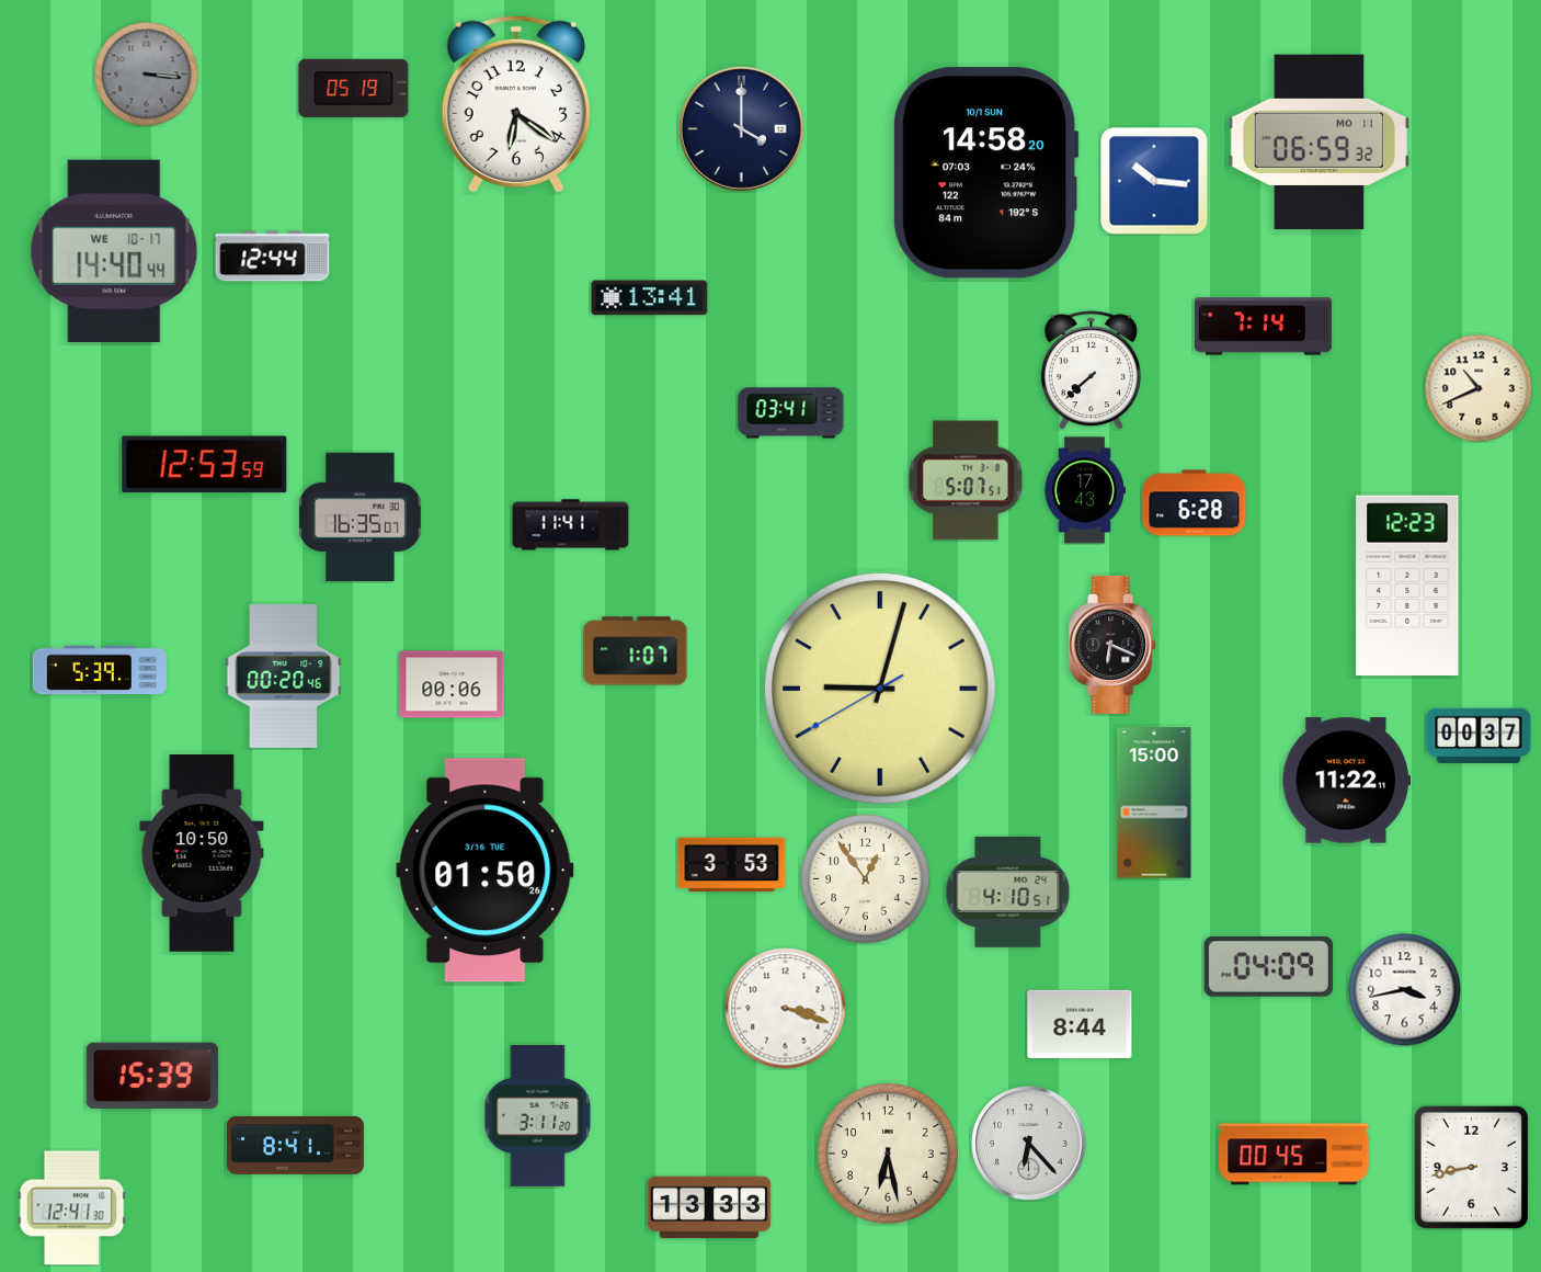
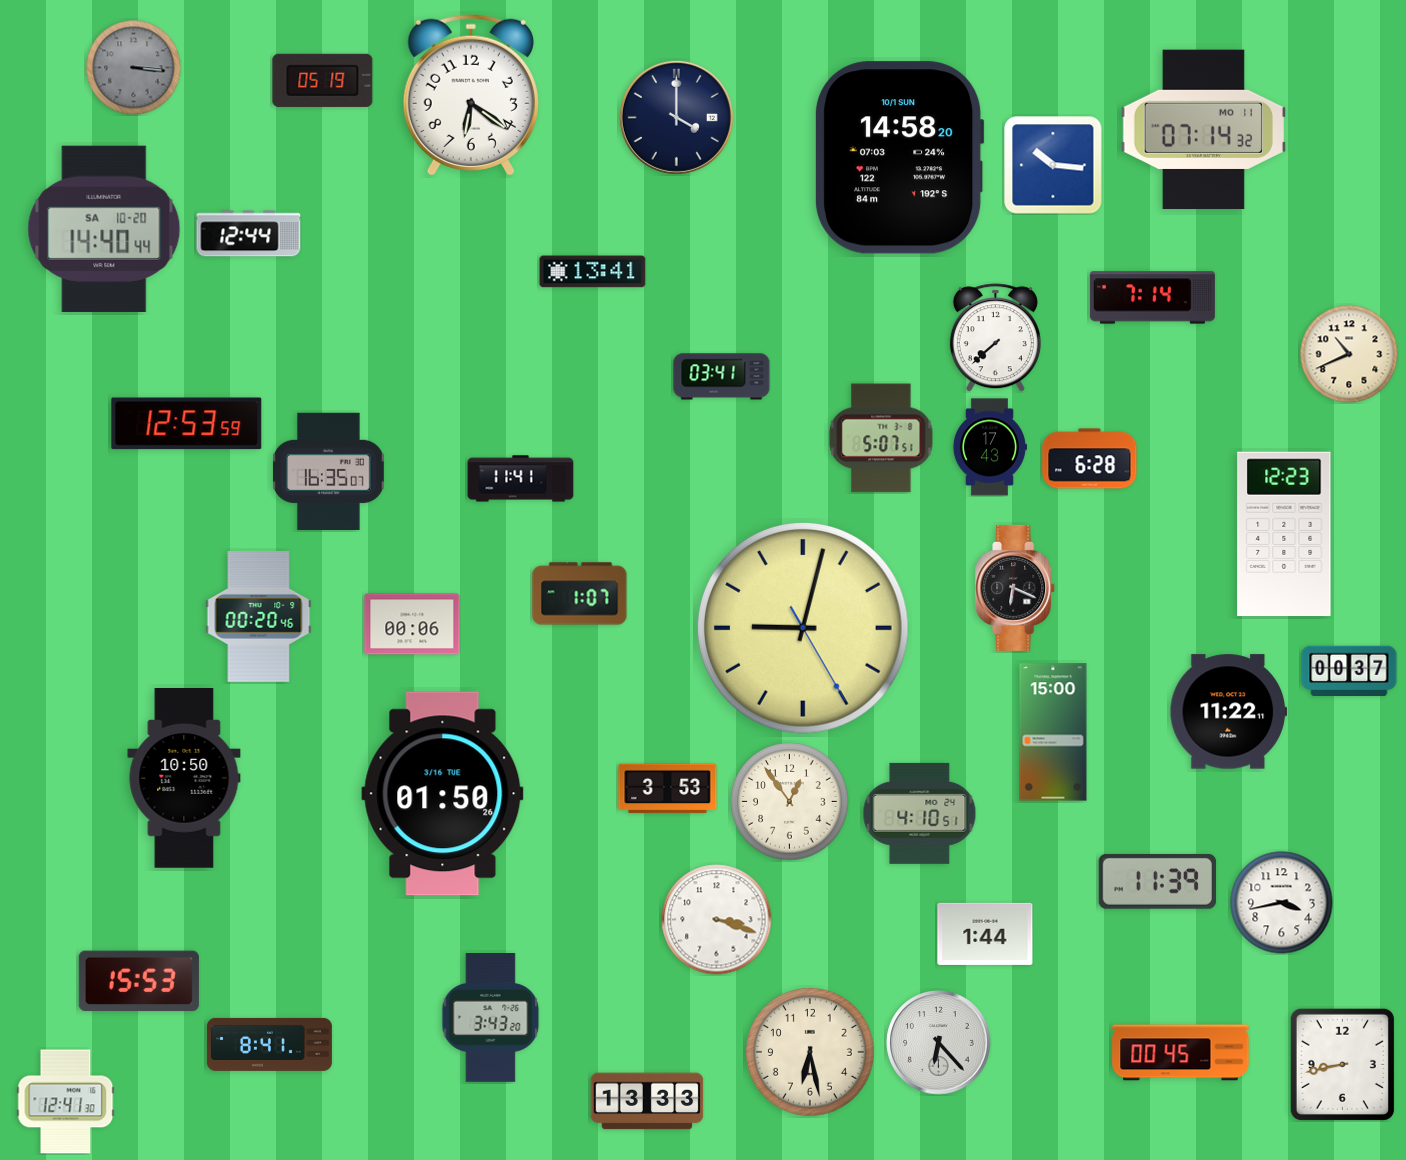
clock at (1319, 143): 06:59 -> 07:14
clock at (114, 251) date: WE 10-17 -> SA 10-20
clock at (100, 670): 5:39 -> none
clock at (880, 689): 9:02:40 -> 9:02:25
clock at (1268, 966): 04:09 -> 11:39
clock at (1080, 1024): 8:44 -> 1:44
clock at (152, 1076): 15:39 -> 15:53
clock at (538, 1116): 3:11 -> 3:43
